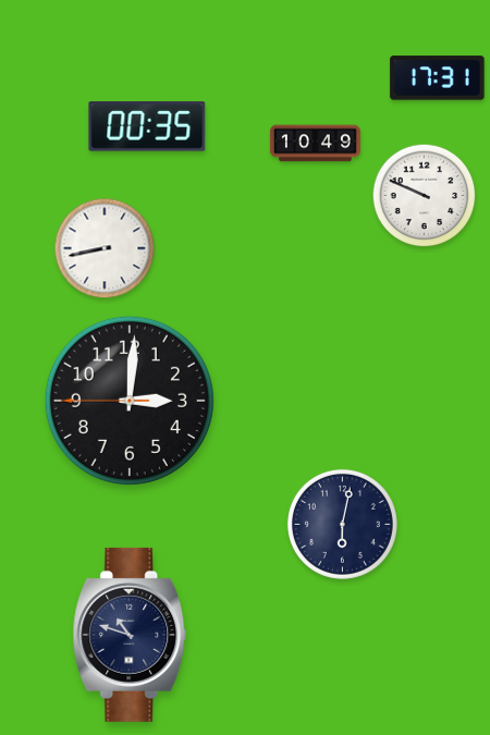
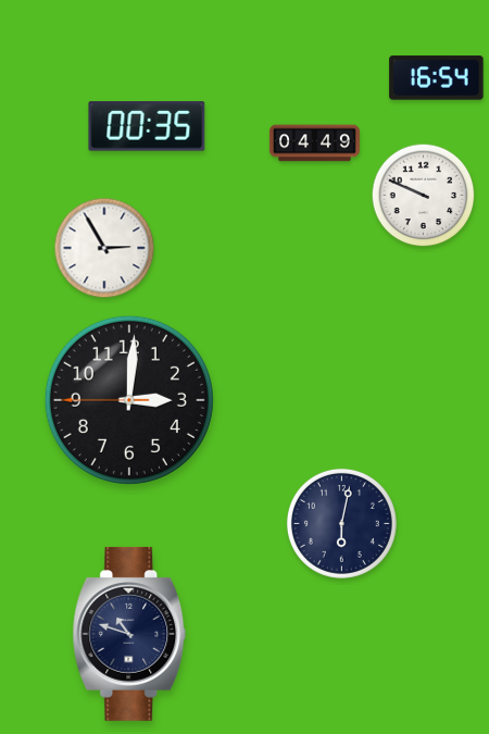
clock at (438, 78): 17:31 -> 16:54
clock at (315, 144): 10:49 -> 04:49
clock at (105, 248): 8:43 -> 2:55
